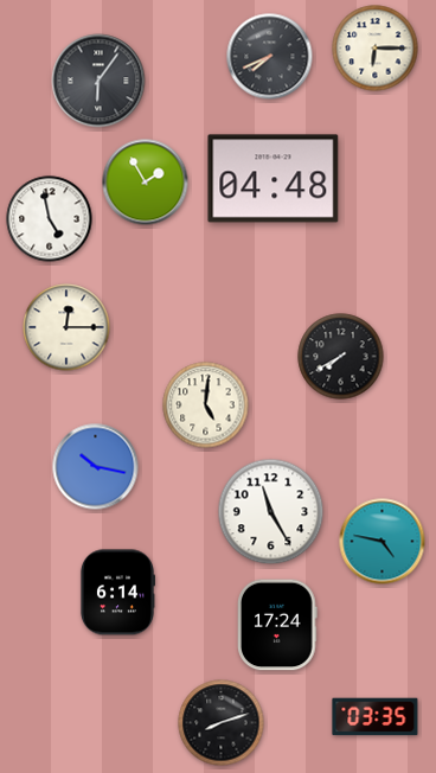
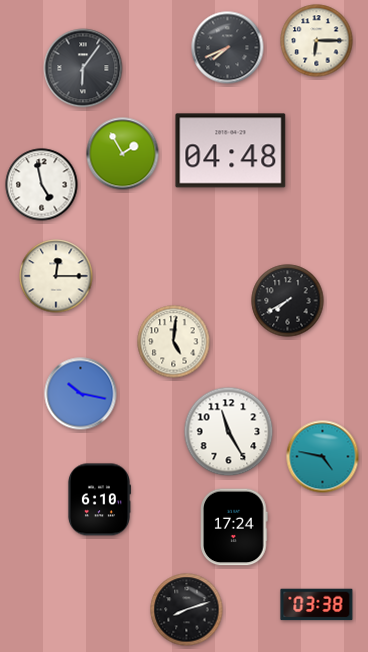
clock at (116, 593): 6:14 -> 6:10
clock at (376, 717): 03:35 -> 03:38
